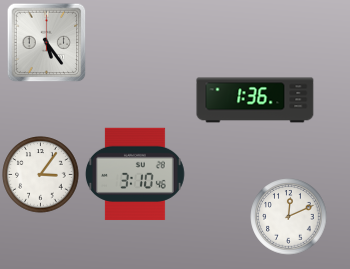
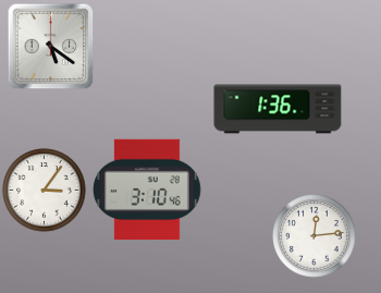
clock at (46, 42): 5:24 -> 5:21
clock at (289, 217): 12:11 -> 12:14
